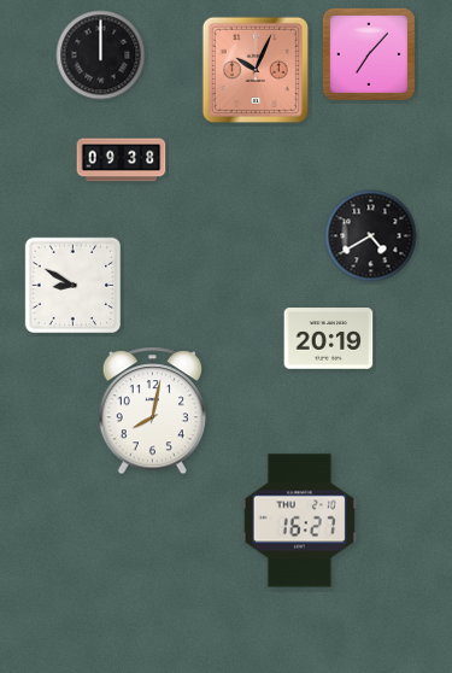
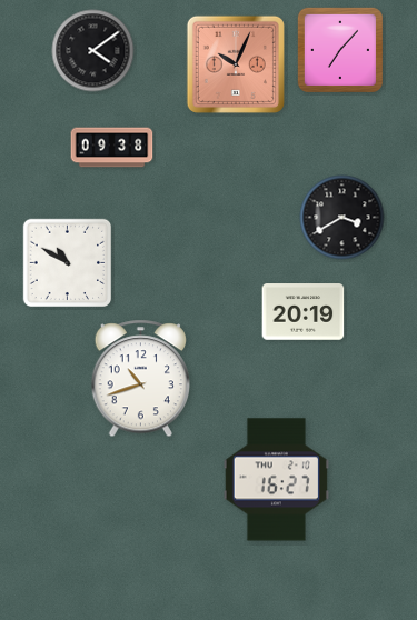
clock at (101, 55): 12:00 -> 4:09
clock at (371, 236): 4:40 -> 3:40
clock at (74, 286): 8:50 -> 10:50
clock at (152, 411): 8:02 -> 10:42
